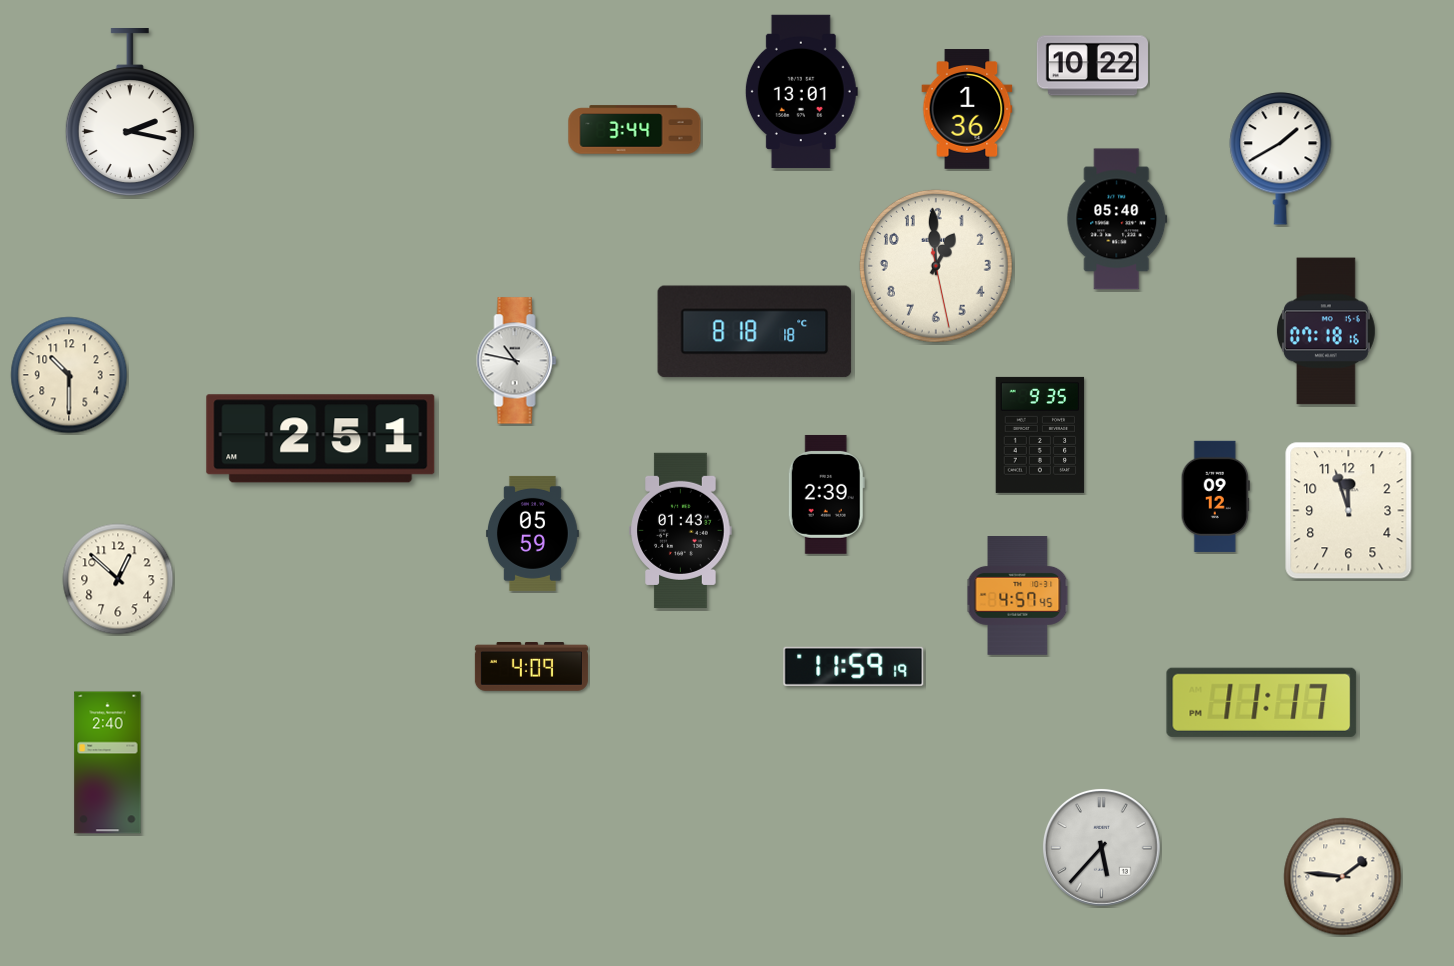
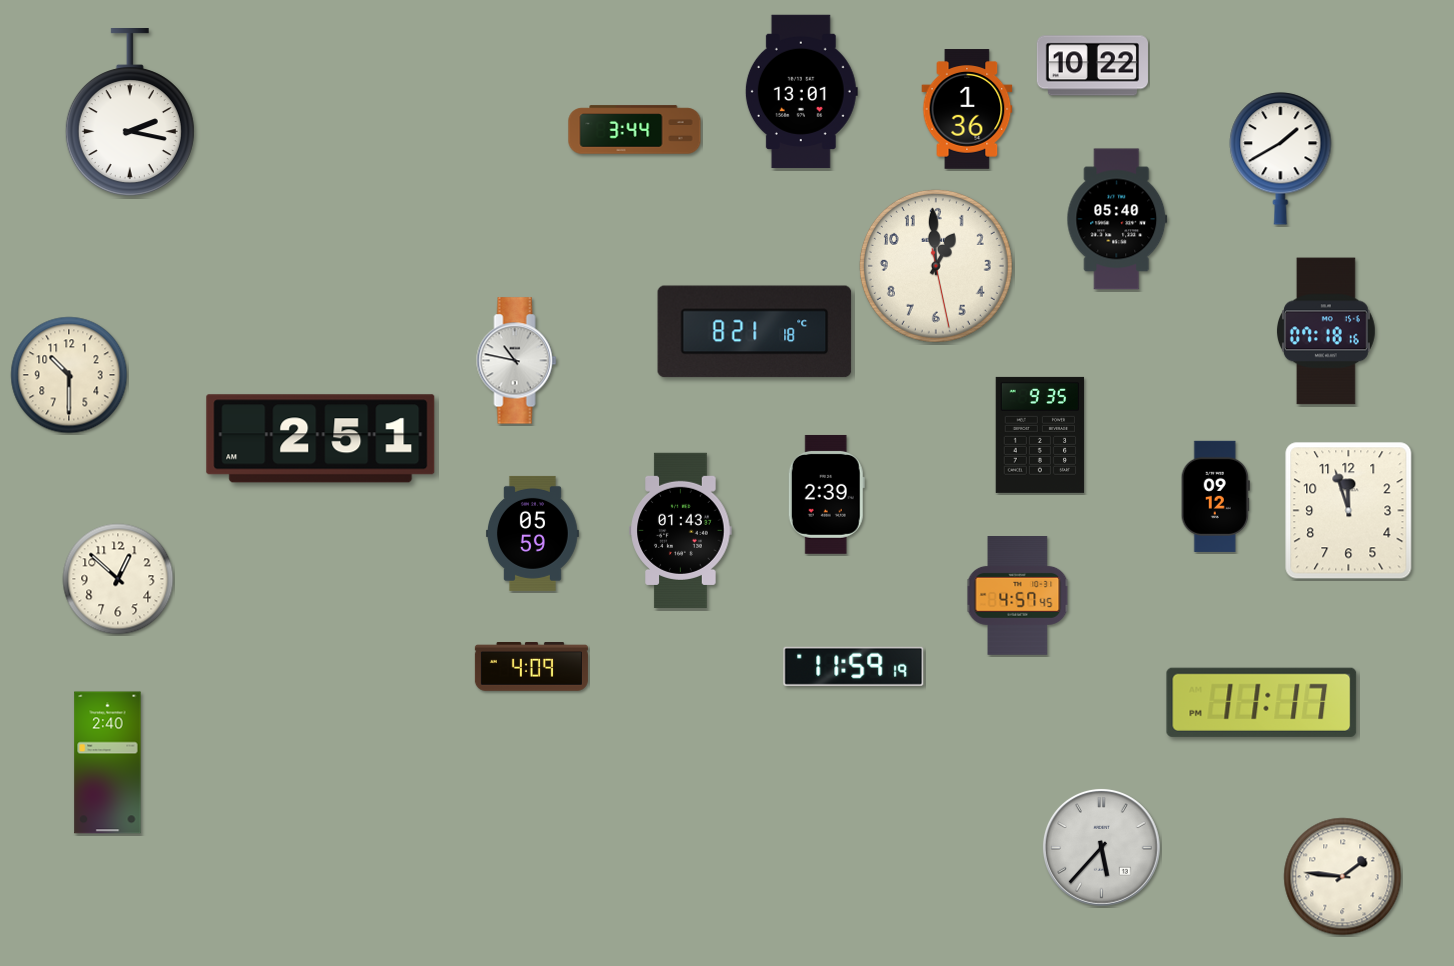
clock at (755, 332): 8:18 -> 8:21
